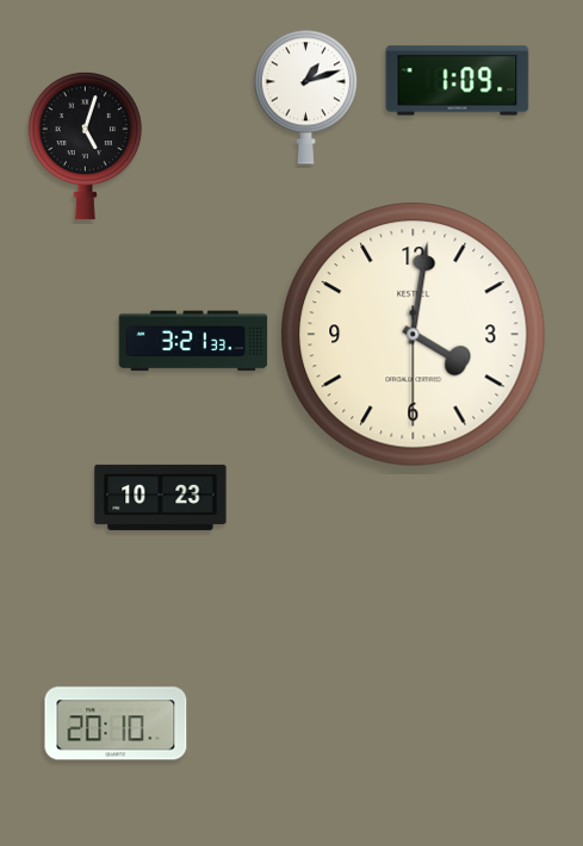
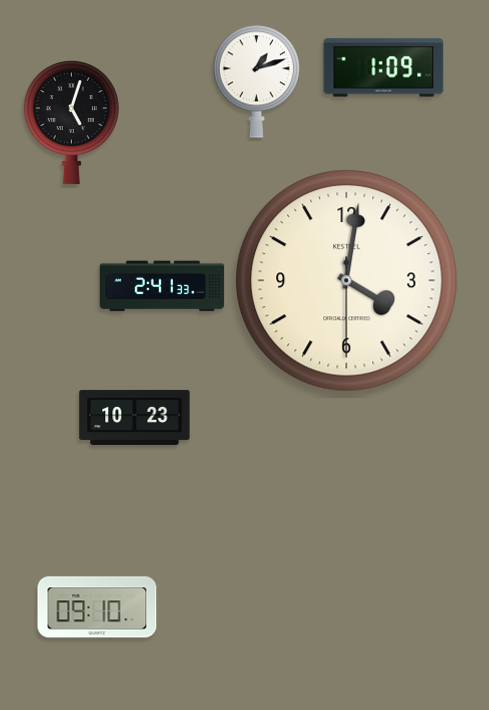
clock at (193, 341): 3:21 -> 2:41
clock at (116, 723): 20:10 -> 09:10
